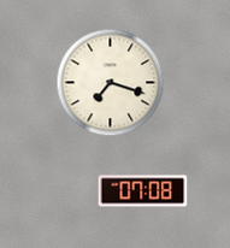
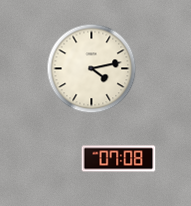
clock at (111, 83): 7:18 -> 4:13
